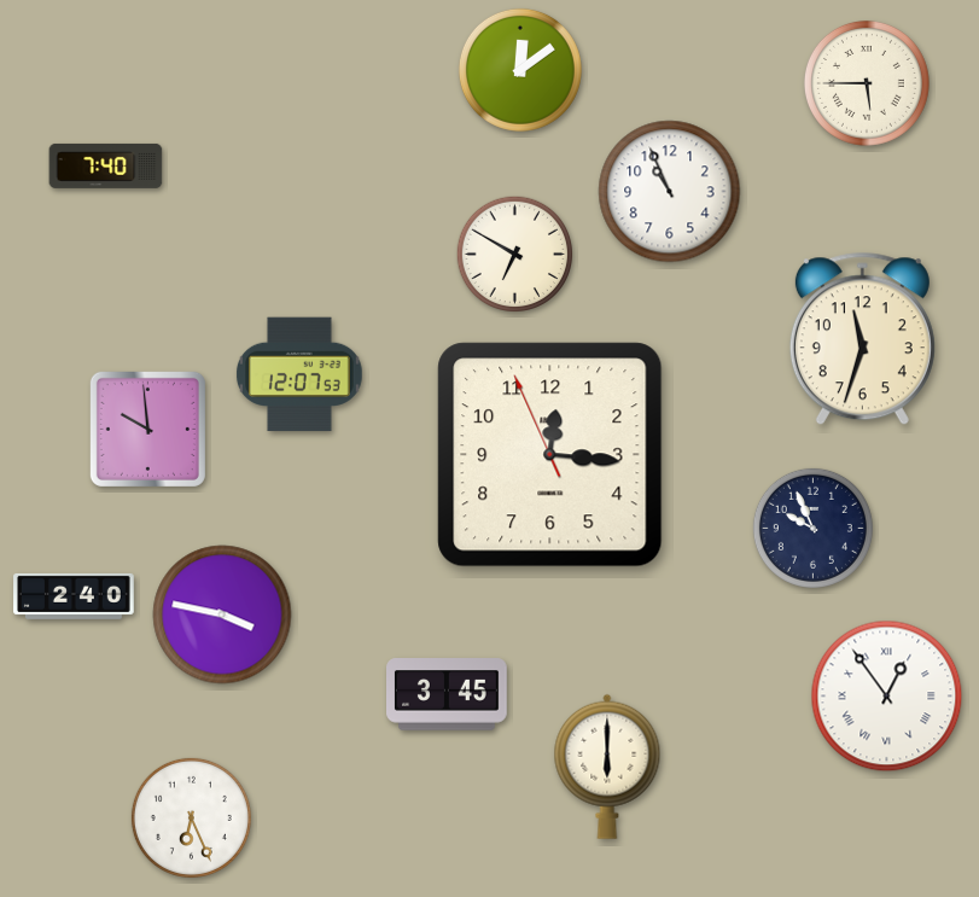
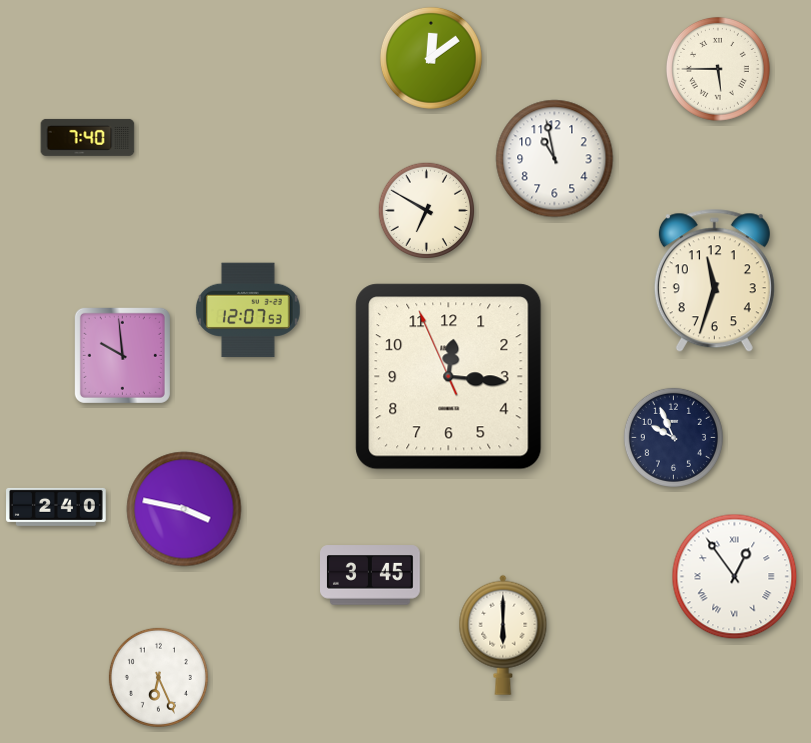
clock at (670, 192): 10:56 -> 10:58
clock at (550, 455) position: (550, 455) -> (449, 377)
clock at (75, 596) position: (75, 596) -> (57, 507)
